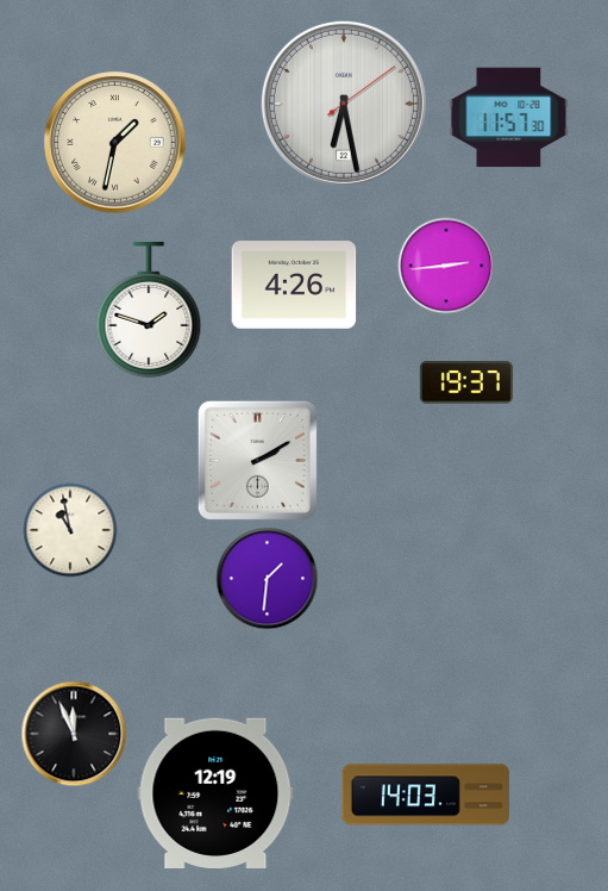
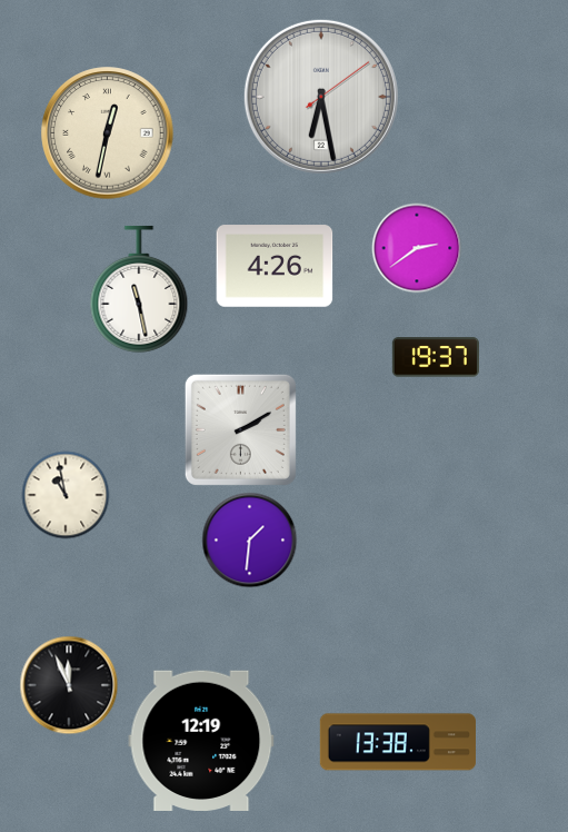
clock at (509, 118): 11:57 -> none
clock at (115, 143): 1:32 -> 12:32
clock at (446, 266): 2:44 -> 2:39
clock at (149, 310): 1:48 -> 11:28
clock at (426, 795): 14:03 -> 13:38
